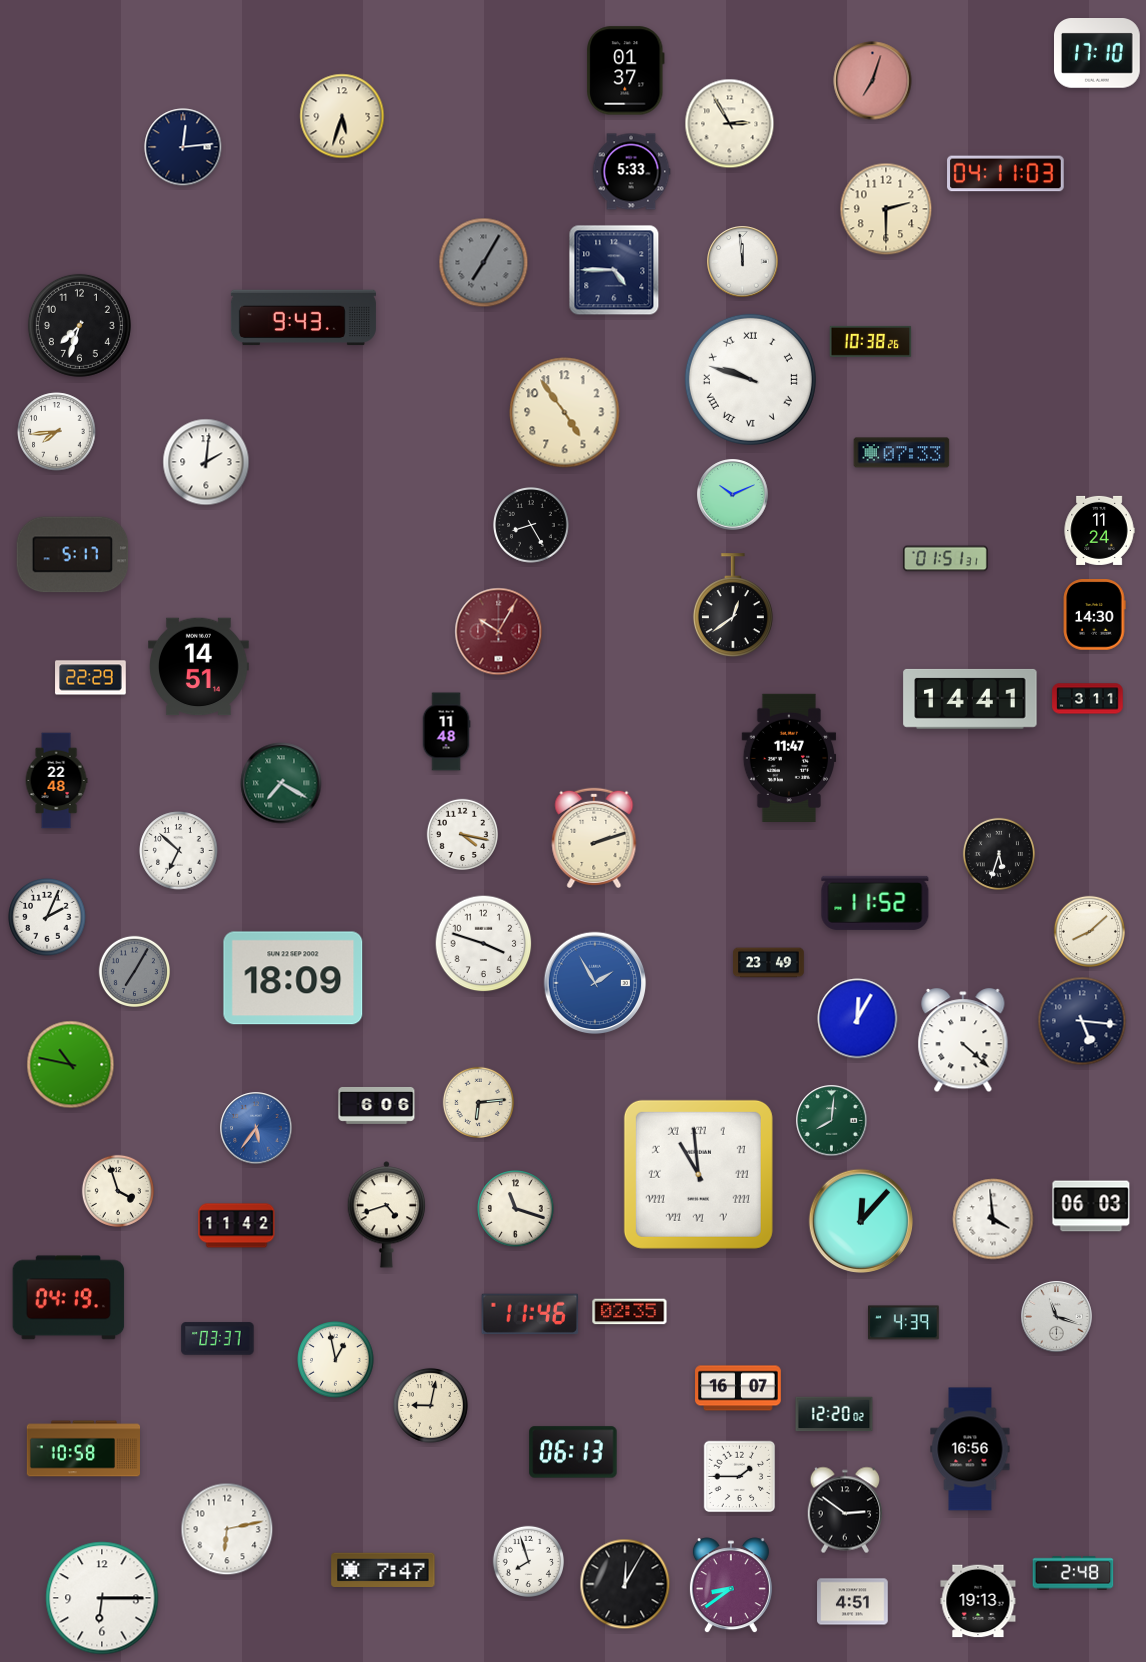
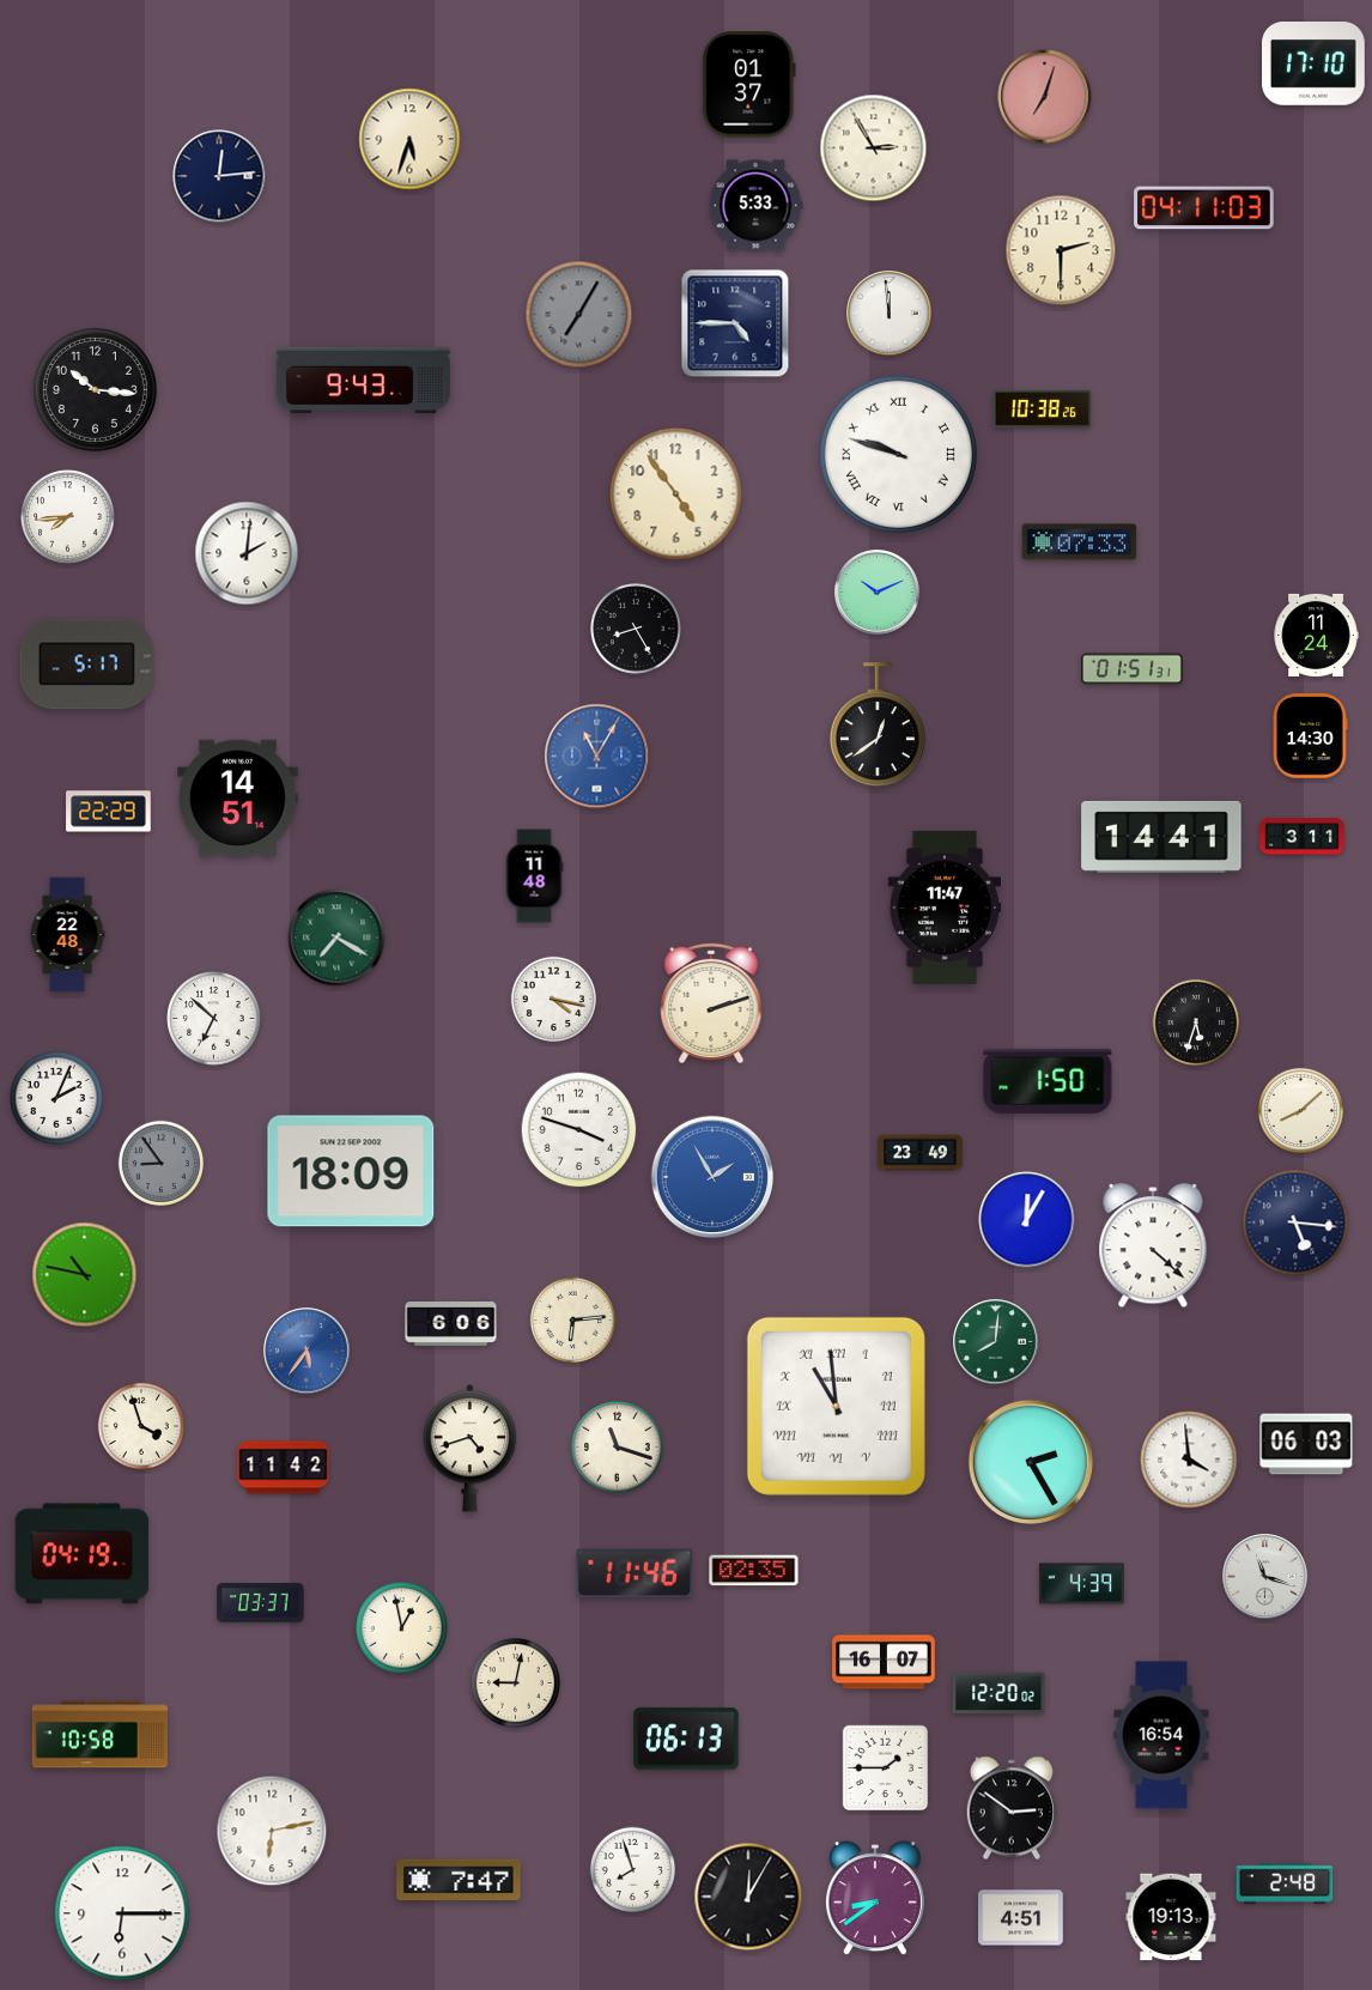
clock at (79, 325): 7:33 -> 10:16
clock at (499, 632): 10:05 -> 11:05
clock at (499, 632) dial: burgundy -> blue
clock at (875, 903): 11:52 -> 1:50
clock at (1089, 931) position: (1089, 931) -> (1300, 1110)
clock at (134, 971): 7:05 -> 8:54
clock at (387, 1215) position: (387, 1215) -> (471, 1449)
clock at (860, 1220): 12:07 -> 2:25
clock at (970, 1449): 16:56 -> 16:54
